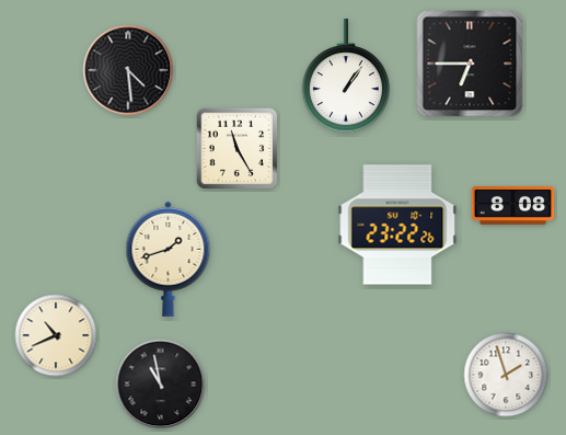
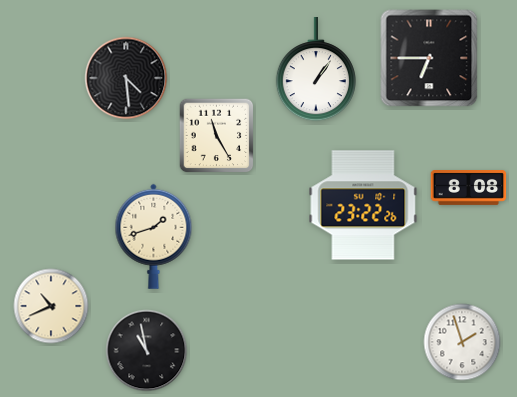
clock at (128, 70) position: (128, 70) -> (126, 78)
